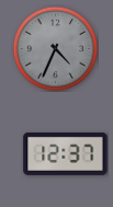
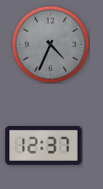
clock at (66, 153) position: (66, 153) -> (44, 145)
